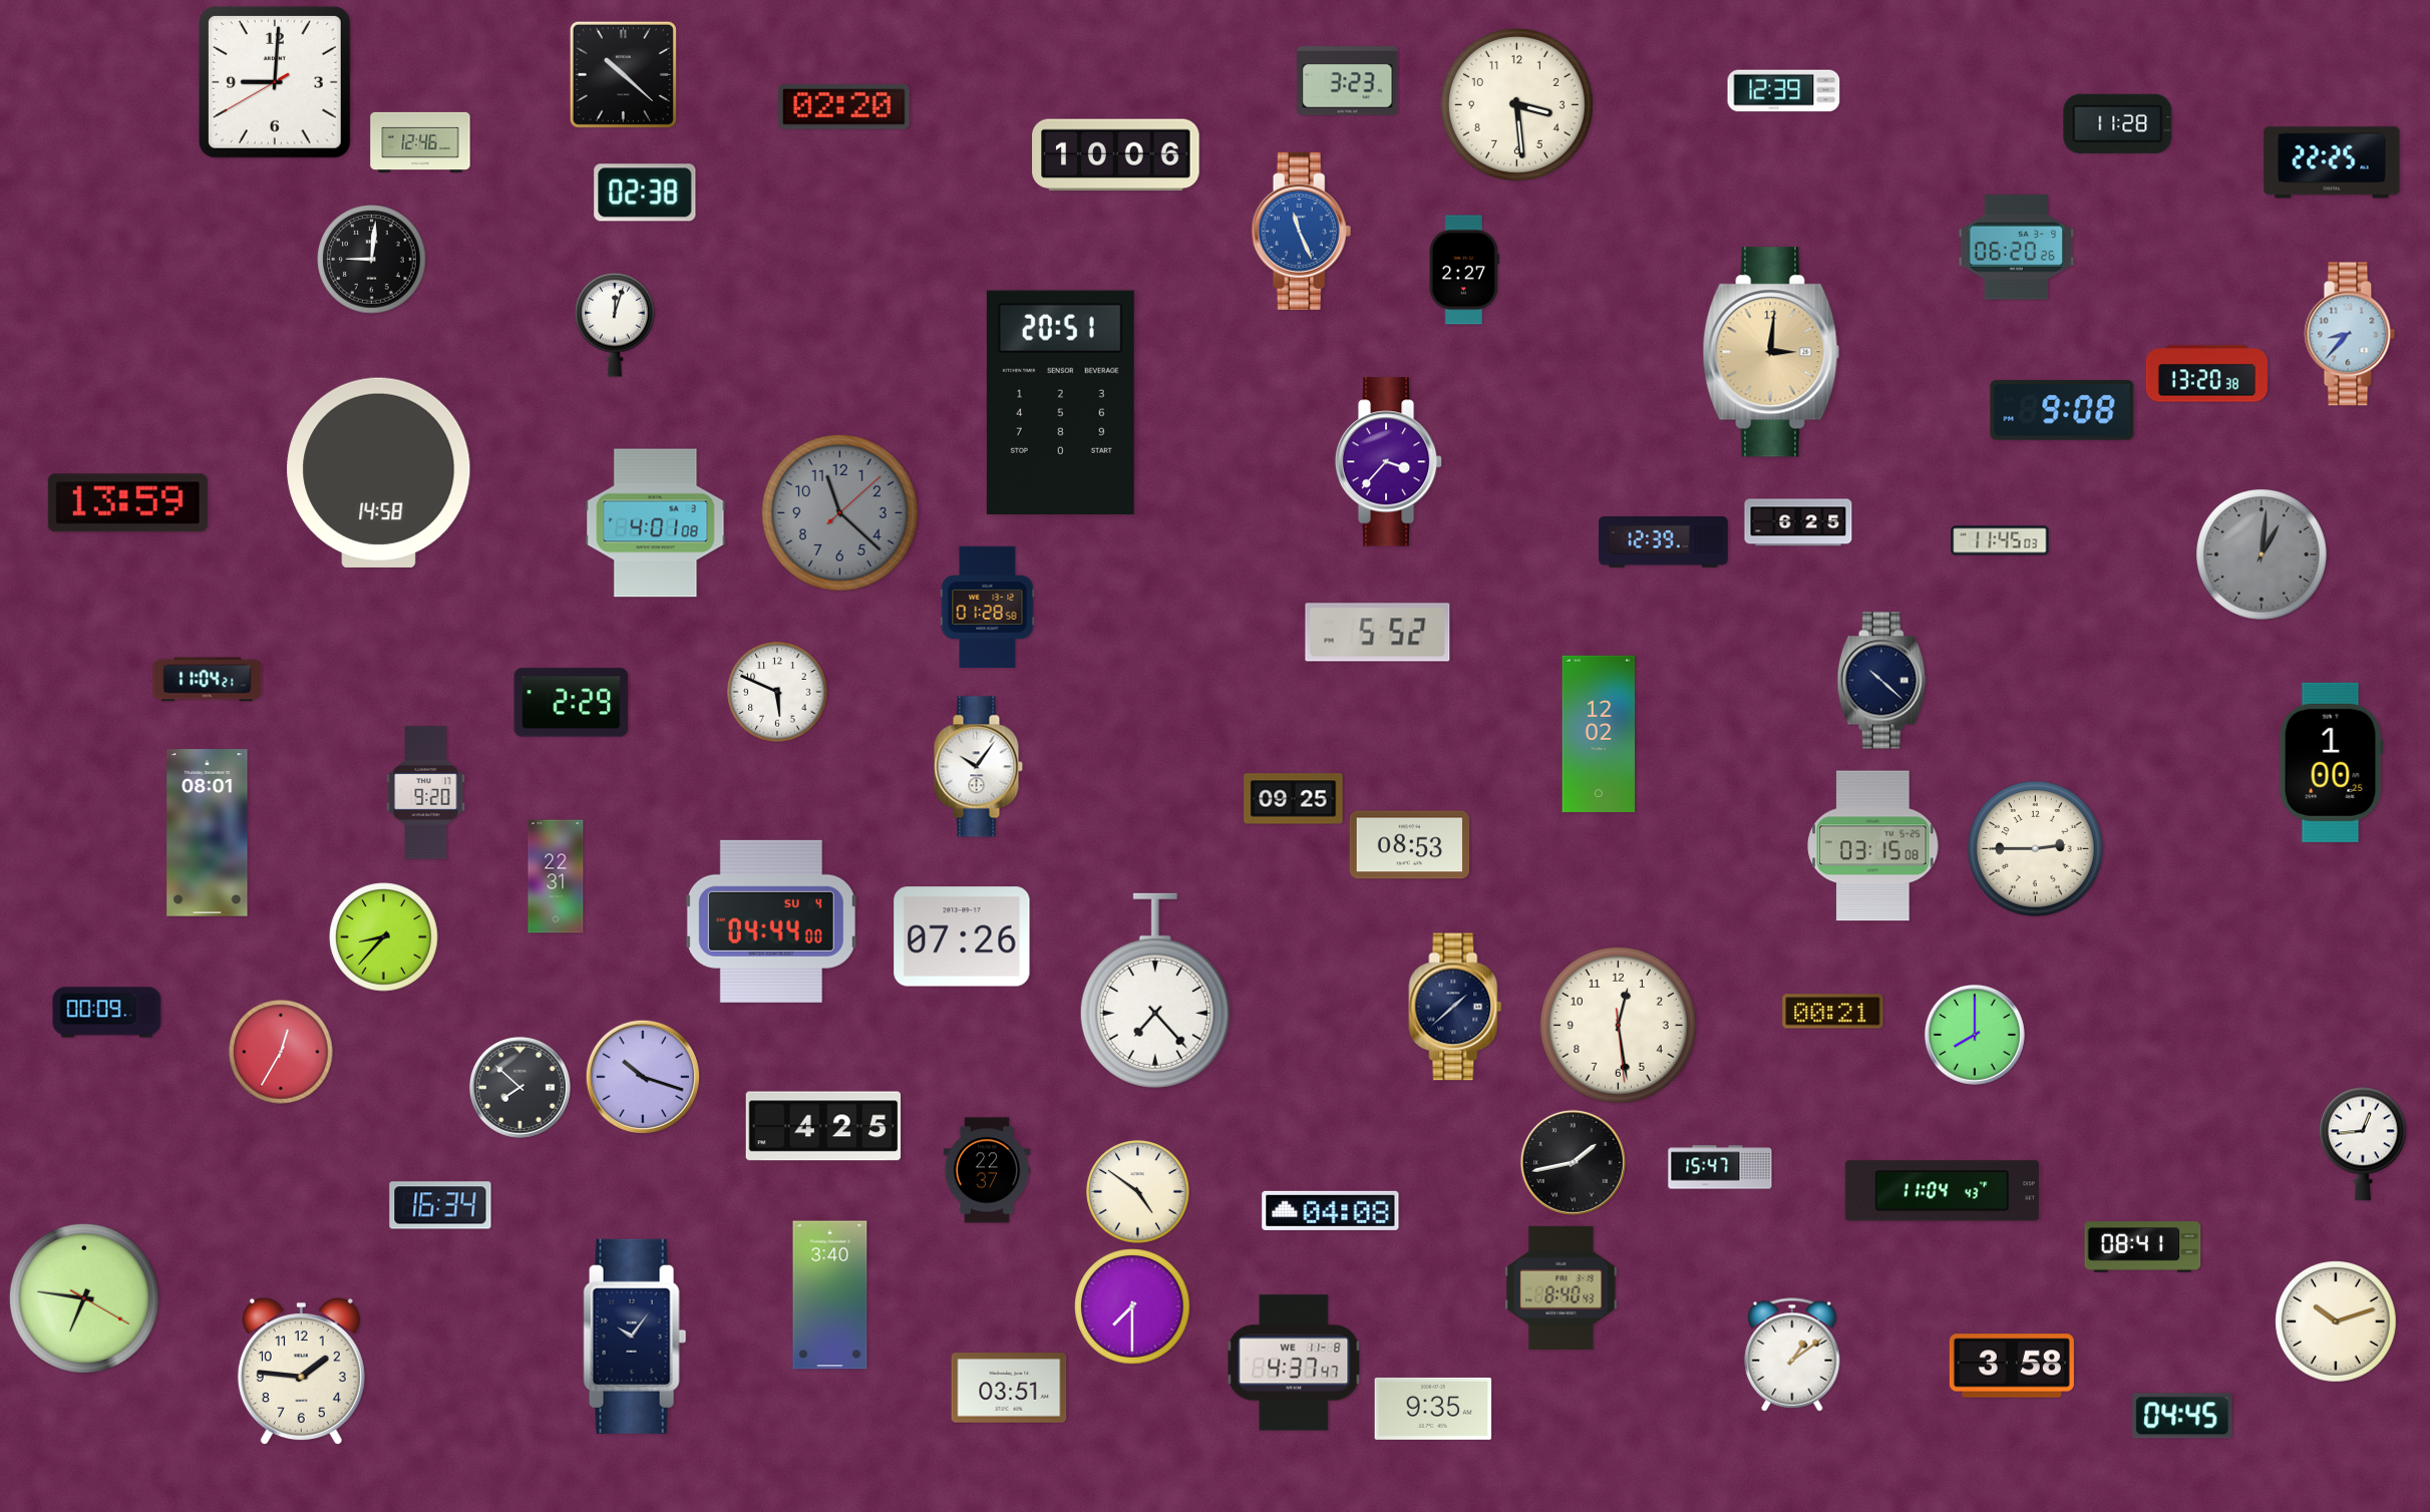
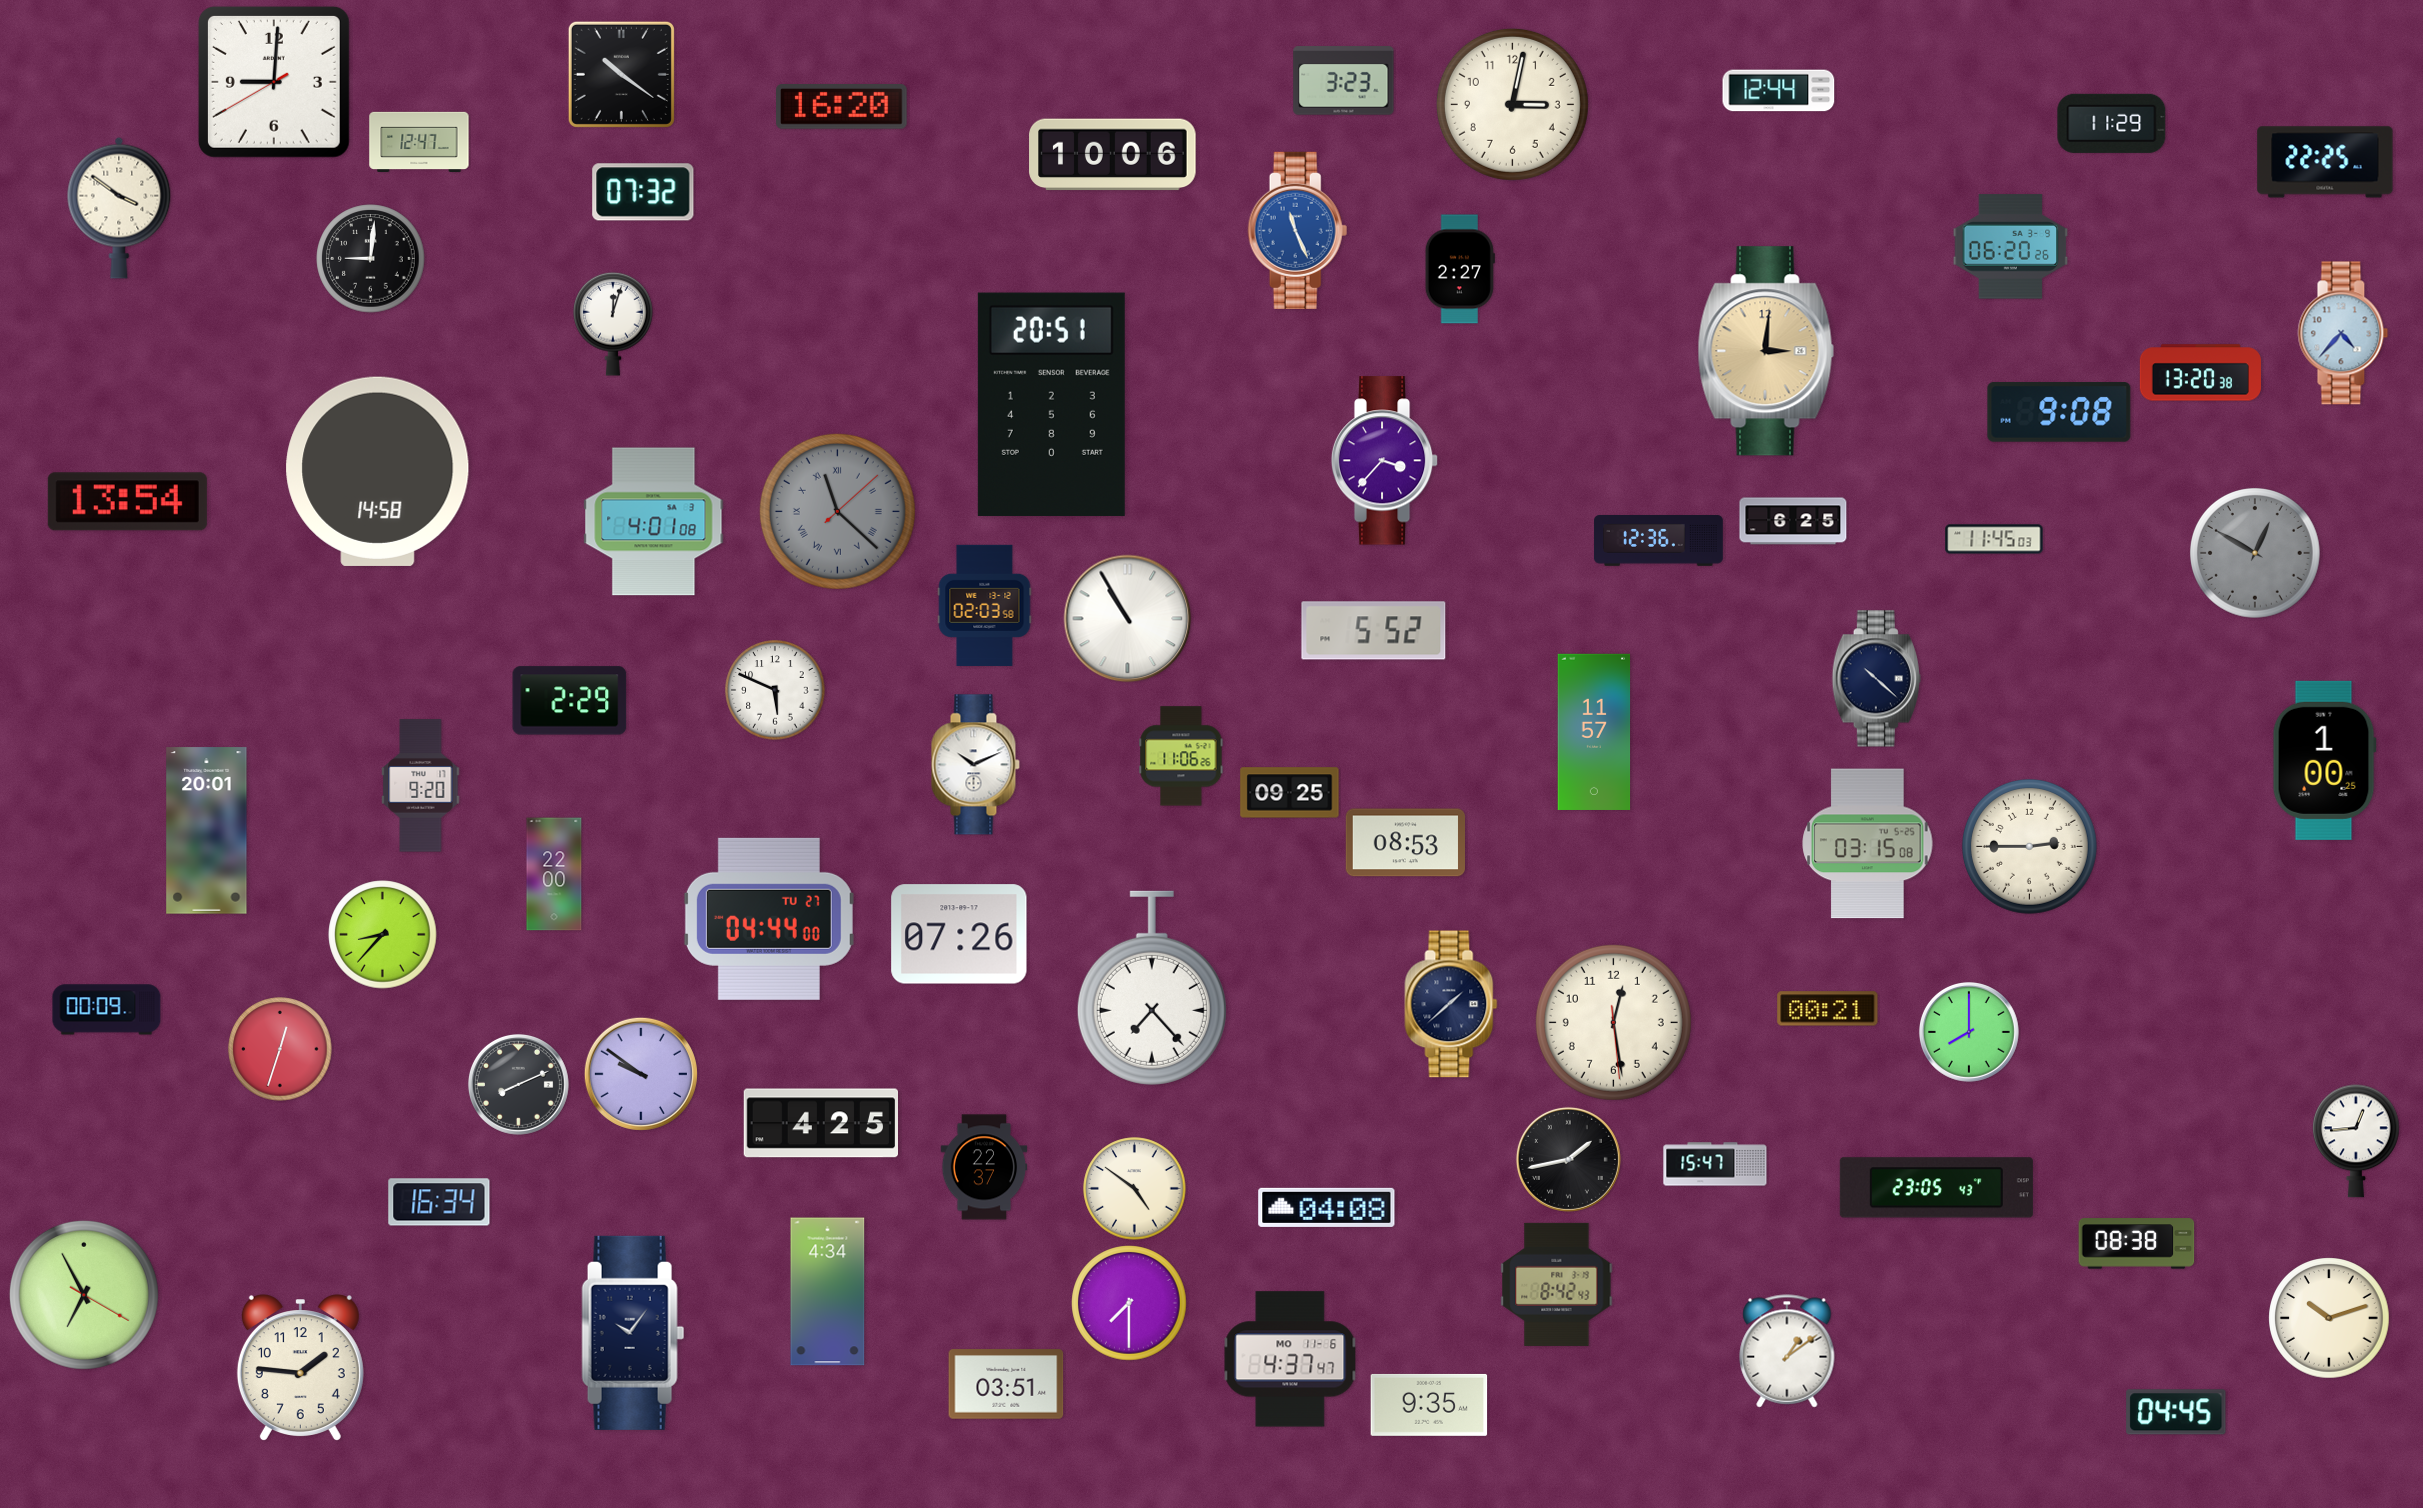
clock at (623, 74): 10:22 -> 10:21
clock at (1784, 91): 12:39 -> 12:44
clock at (1516, 104): 3:29 -> 3:02
clock at (844, 107): 02:20 -> 16:20
clock at (2118, 123): 11:28 -> 11:29
clock at (420, 141): 12:46 -> 12:47
clock at (645, 193): 02:38 -> 07:32
clock at (119, 208): none -> 3:51
clock at (2350, 334): 8:37 -> 4:37
clock at (1060, 402) position: (1060, 402) -> (1051, 404)
clock at (2062, 410) position: (2062, 410) -> (2059, 412)
clock at (127, 503): 13:59 -> 13:54
clock at (839, 512) numerals: Arabic -> Roman
clock at (1664, 542): 12:39 -> 12:36
clock at (2262, 554): 1:01 -> 12:50
clock at (988, 607): 01:28 -> 02:03
clock at (1128, 619): none -> 10:55
clock at (208, 680): 11:04 -> none
clock at (1599, 734): 12:02 -> 11:57
clock at (1181, 756): none -> 11:06
clock at (978, 767): 10:06 -> 10:11
clock at (426, 793) position: (426, 793) -> (421, 786)
clock at (1294, 799) position: (1294, 799) -> (1290, 793)
clock at (208, 833): 08:01 -> 20:01
clock at (556, 876): 22:31 -> 22:00
clock at (771, 921) date: SU 4 -> TU 27
clock at (281, 1052): 12:35 -> 12:33
clock at (643, 1077): 10:18 -> 9:51
clock at (519, 1087): 7:52 -> 8:11
clock at (1942, 1191): 11:04 -> 23:05
clock at (2143, 1247): 08:41 -> 08:38
clock at (1561, 1287): 8:40 -> 8:42
clock at (830, 1295): 3:40 -> 4:34
clock at (84, 1298): 6:46 -> 6:55
clock at (1294, 1363) date: WE 11-8 -> MO 11-6
clock at (2012, 1366): 3:58 -> none
